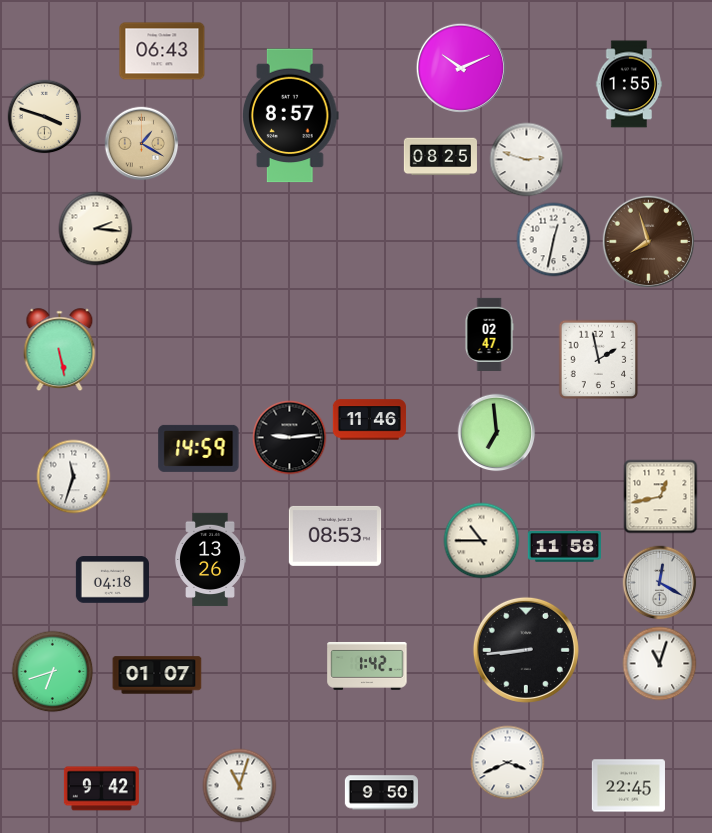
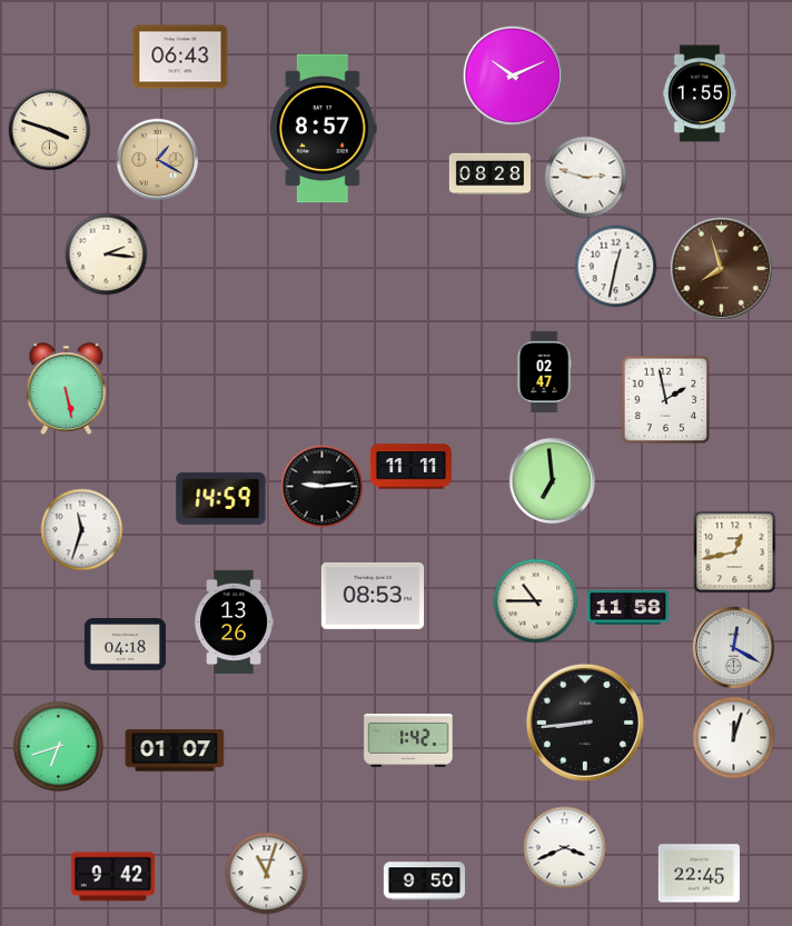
clock at (440, 157): 08:25 -> 08:28
clock at (369, 420): 11:46 -> 11:11
clock at (660, 664): 11:03 -> 12:03
